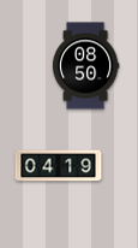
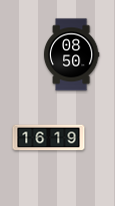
clock at (59, 166): 04:19 -> 16:19
